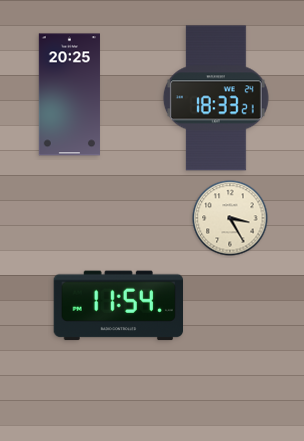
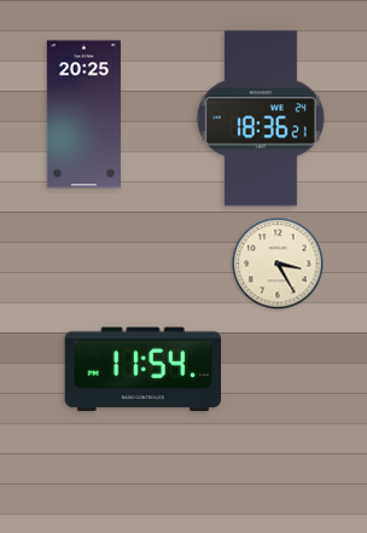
clock at (216, 98): 18:33 -> 18:36
